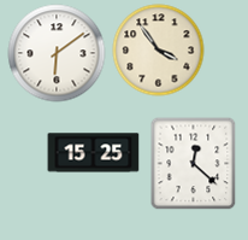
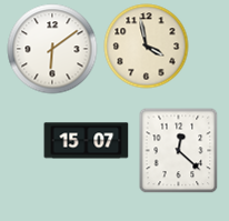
clock at (159, 51): 3:54 -> 3:58
clock at (94, 153): 15:25 -> 15:07
